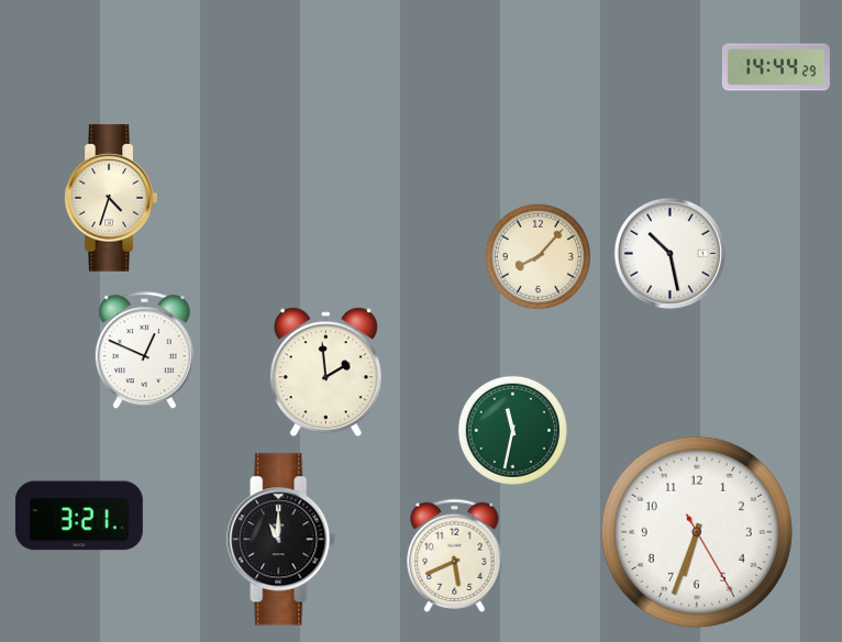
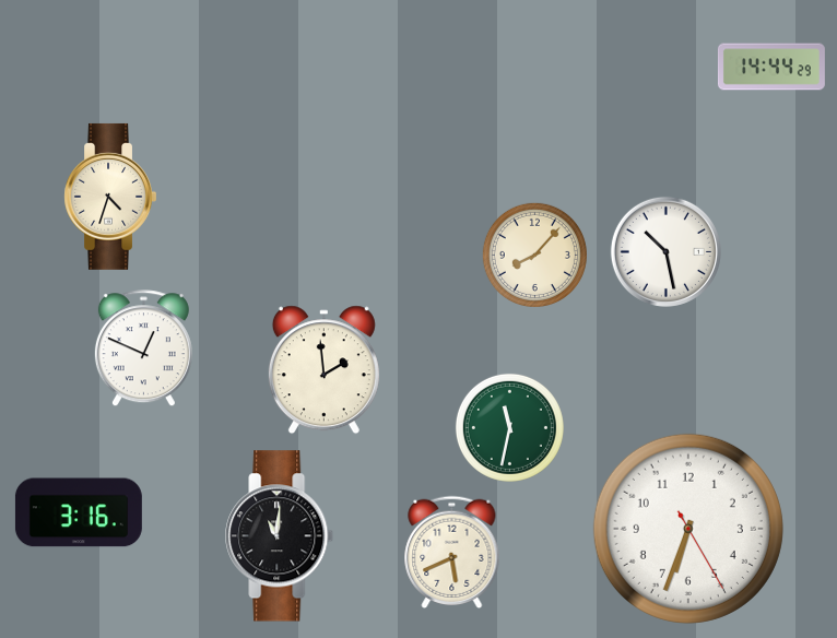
clock at (79, 516): 3:21 -> 3:16
clock at (697, 532) position: (697, 532) -> (688, 529)
clock at (281, 540): 11:00 -> 11:01
